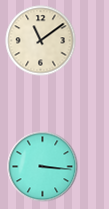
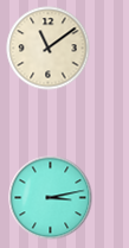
clock at (43, 167): 3:16 -> 3:13
